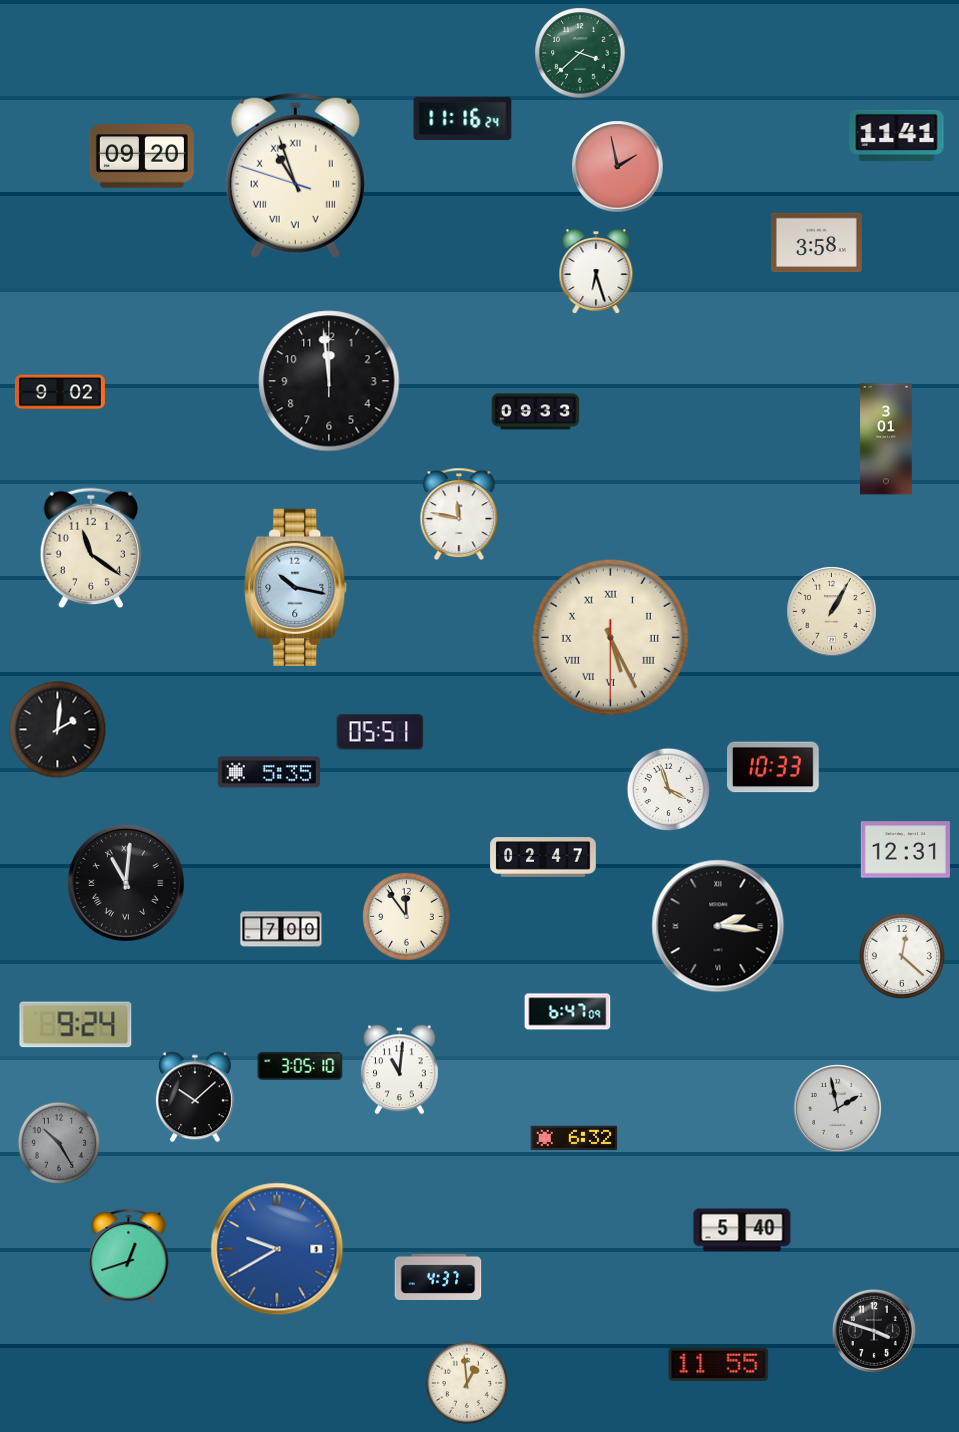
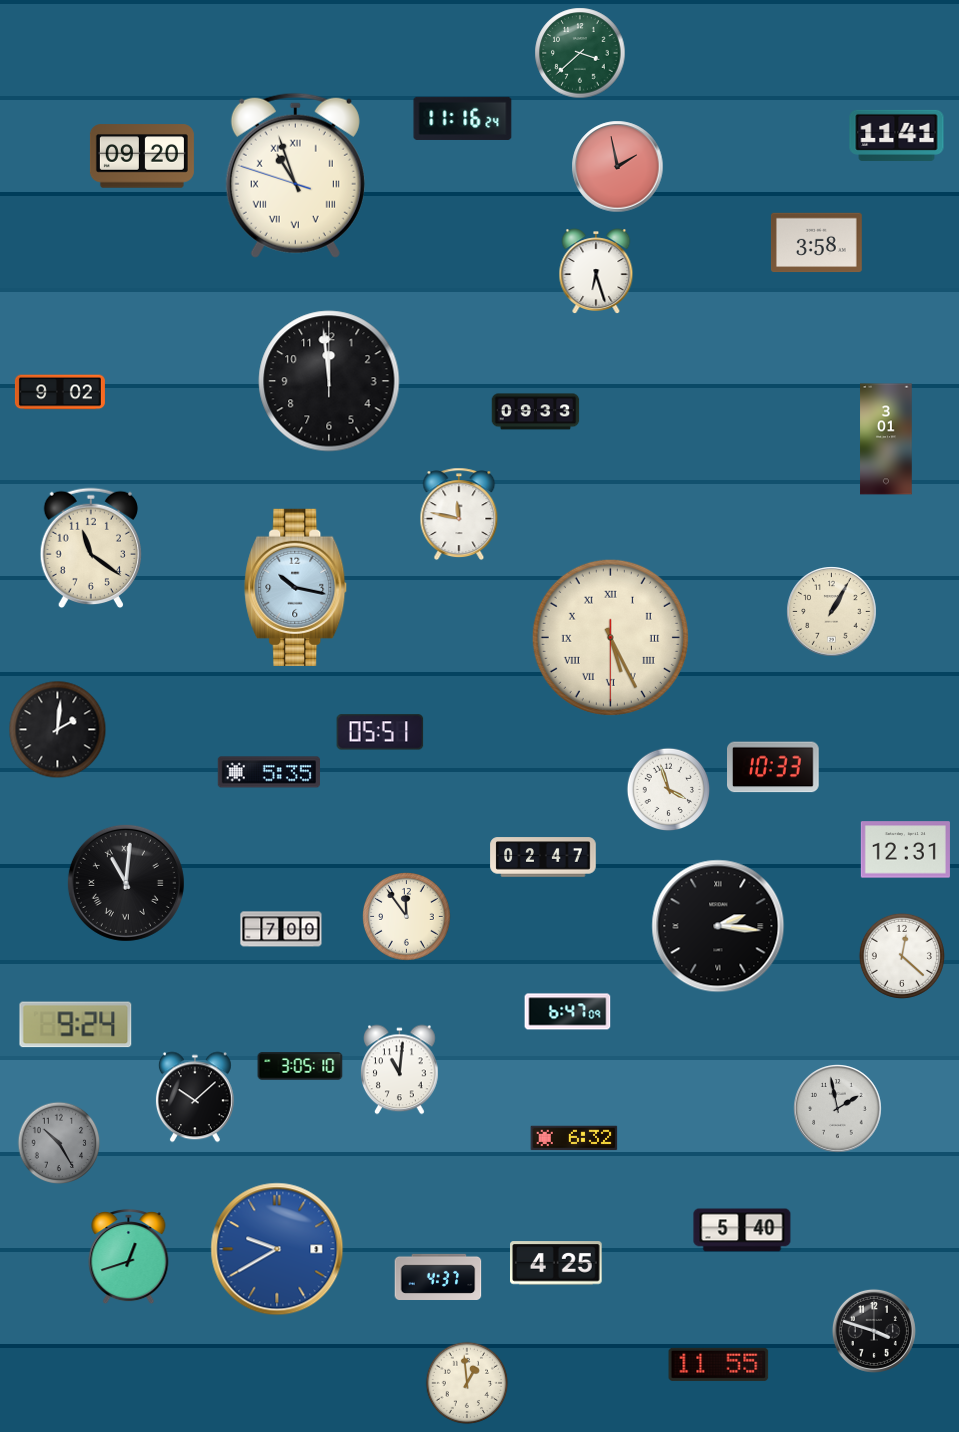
clock at (557, 1263): none -> 4:25
